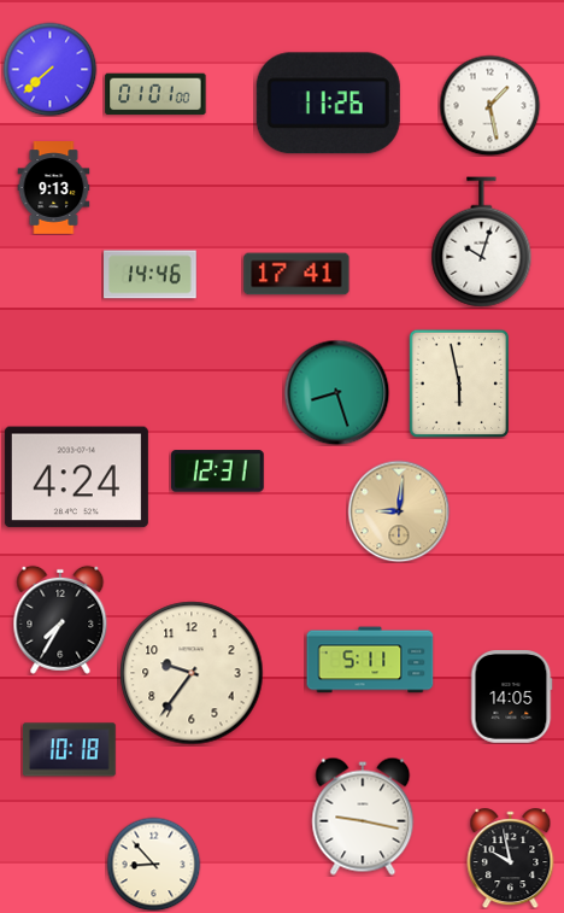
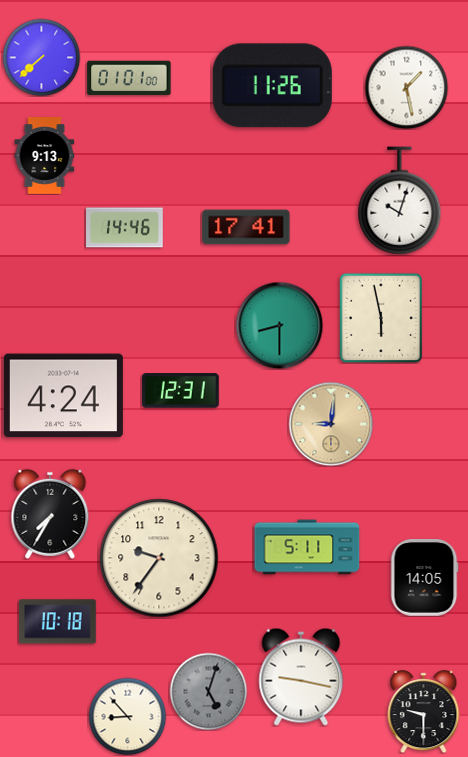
clock at (336, 392): 8:27 -> 8:30
clock at (208, 691): none -> 5:03
clock at (511, 859): 9:58 -> 9:30
